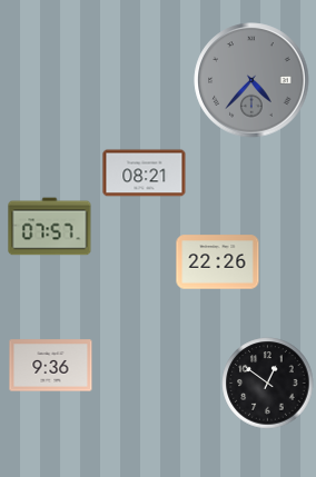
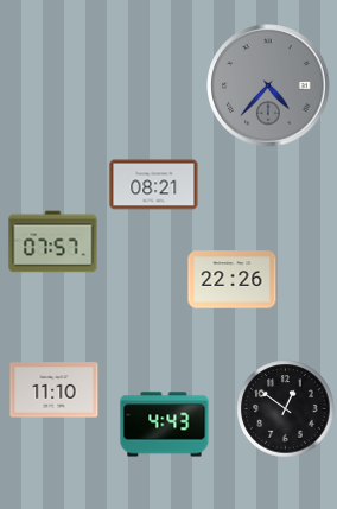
clock at (51, 366): 9:36 -> 11:10
clock at (165, 425): none -> 4:43
